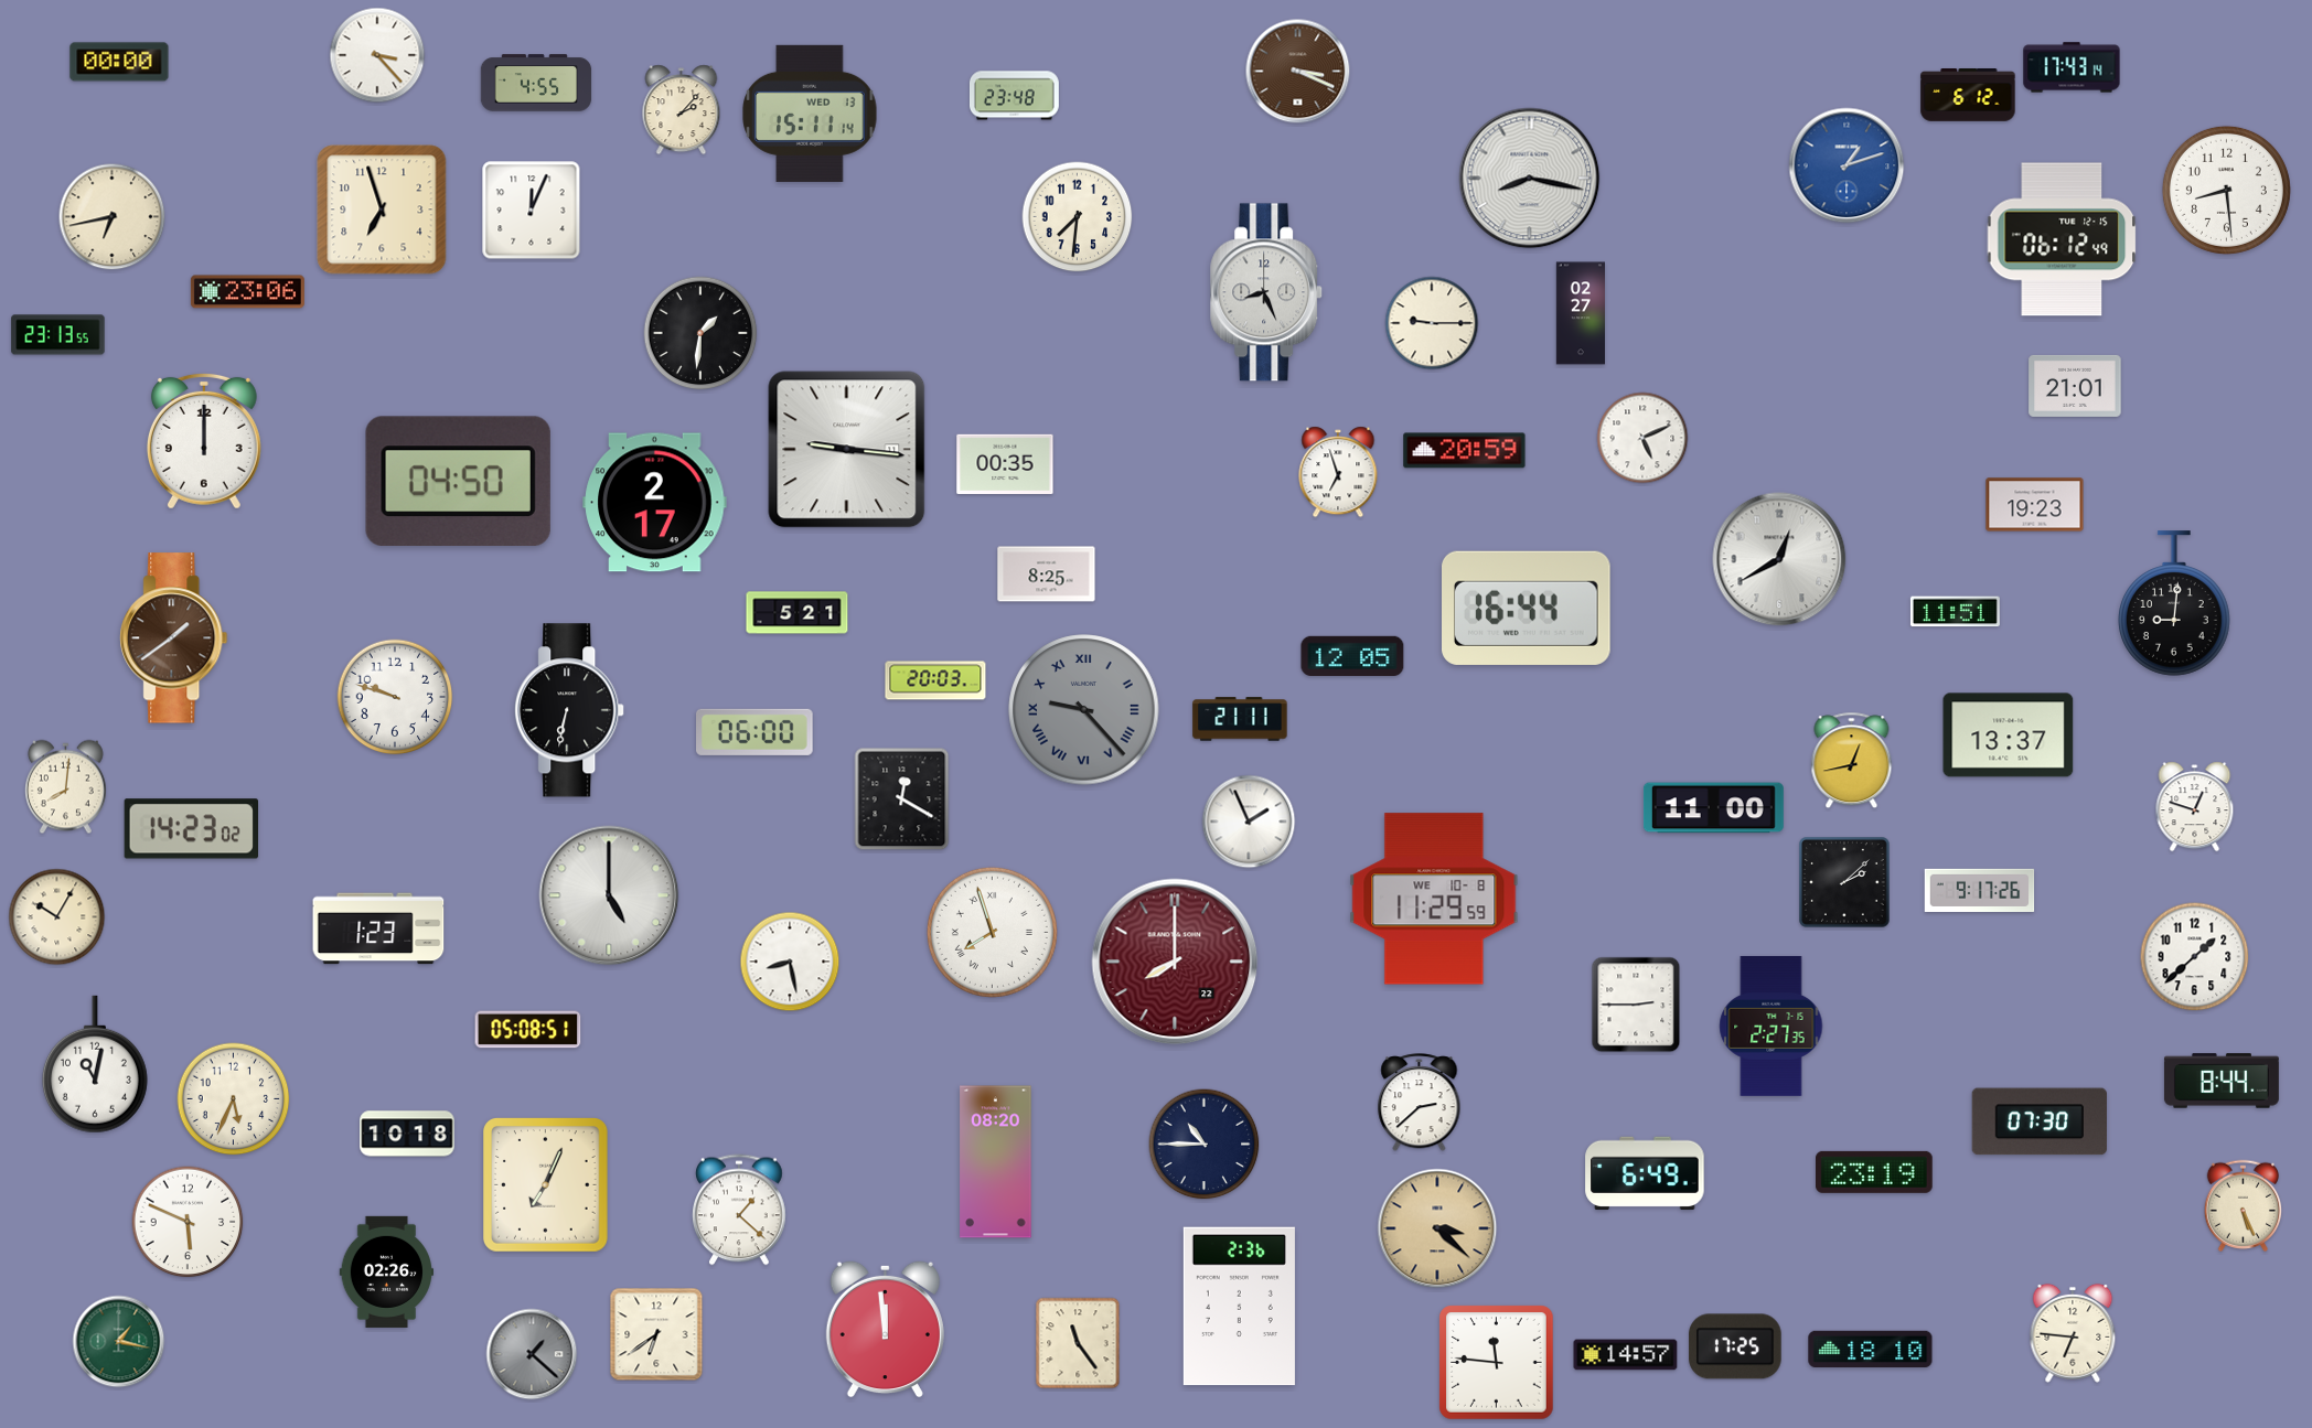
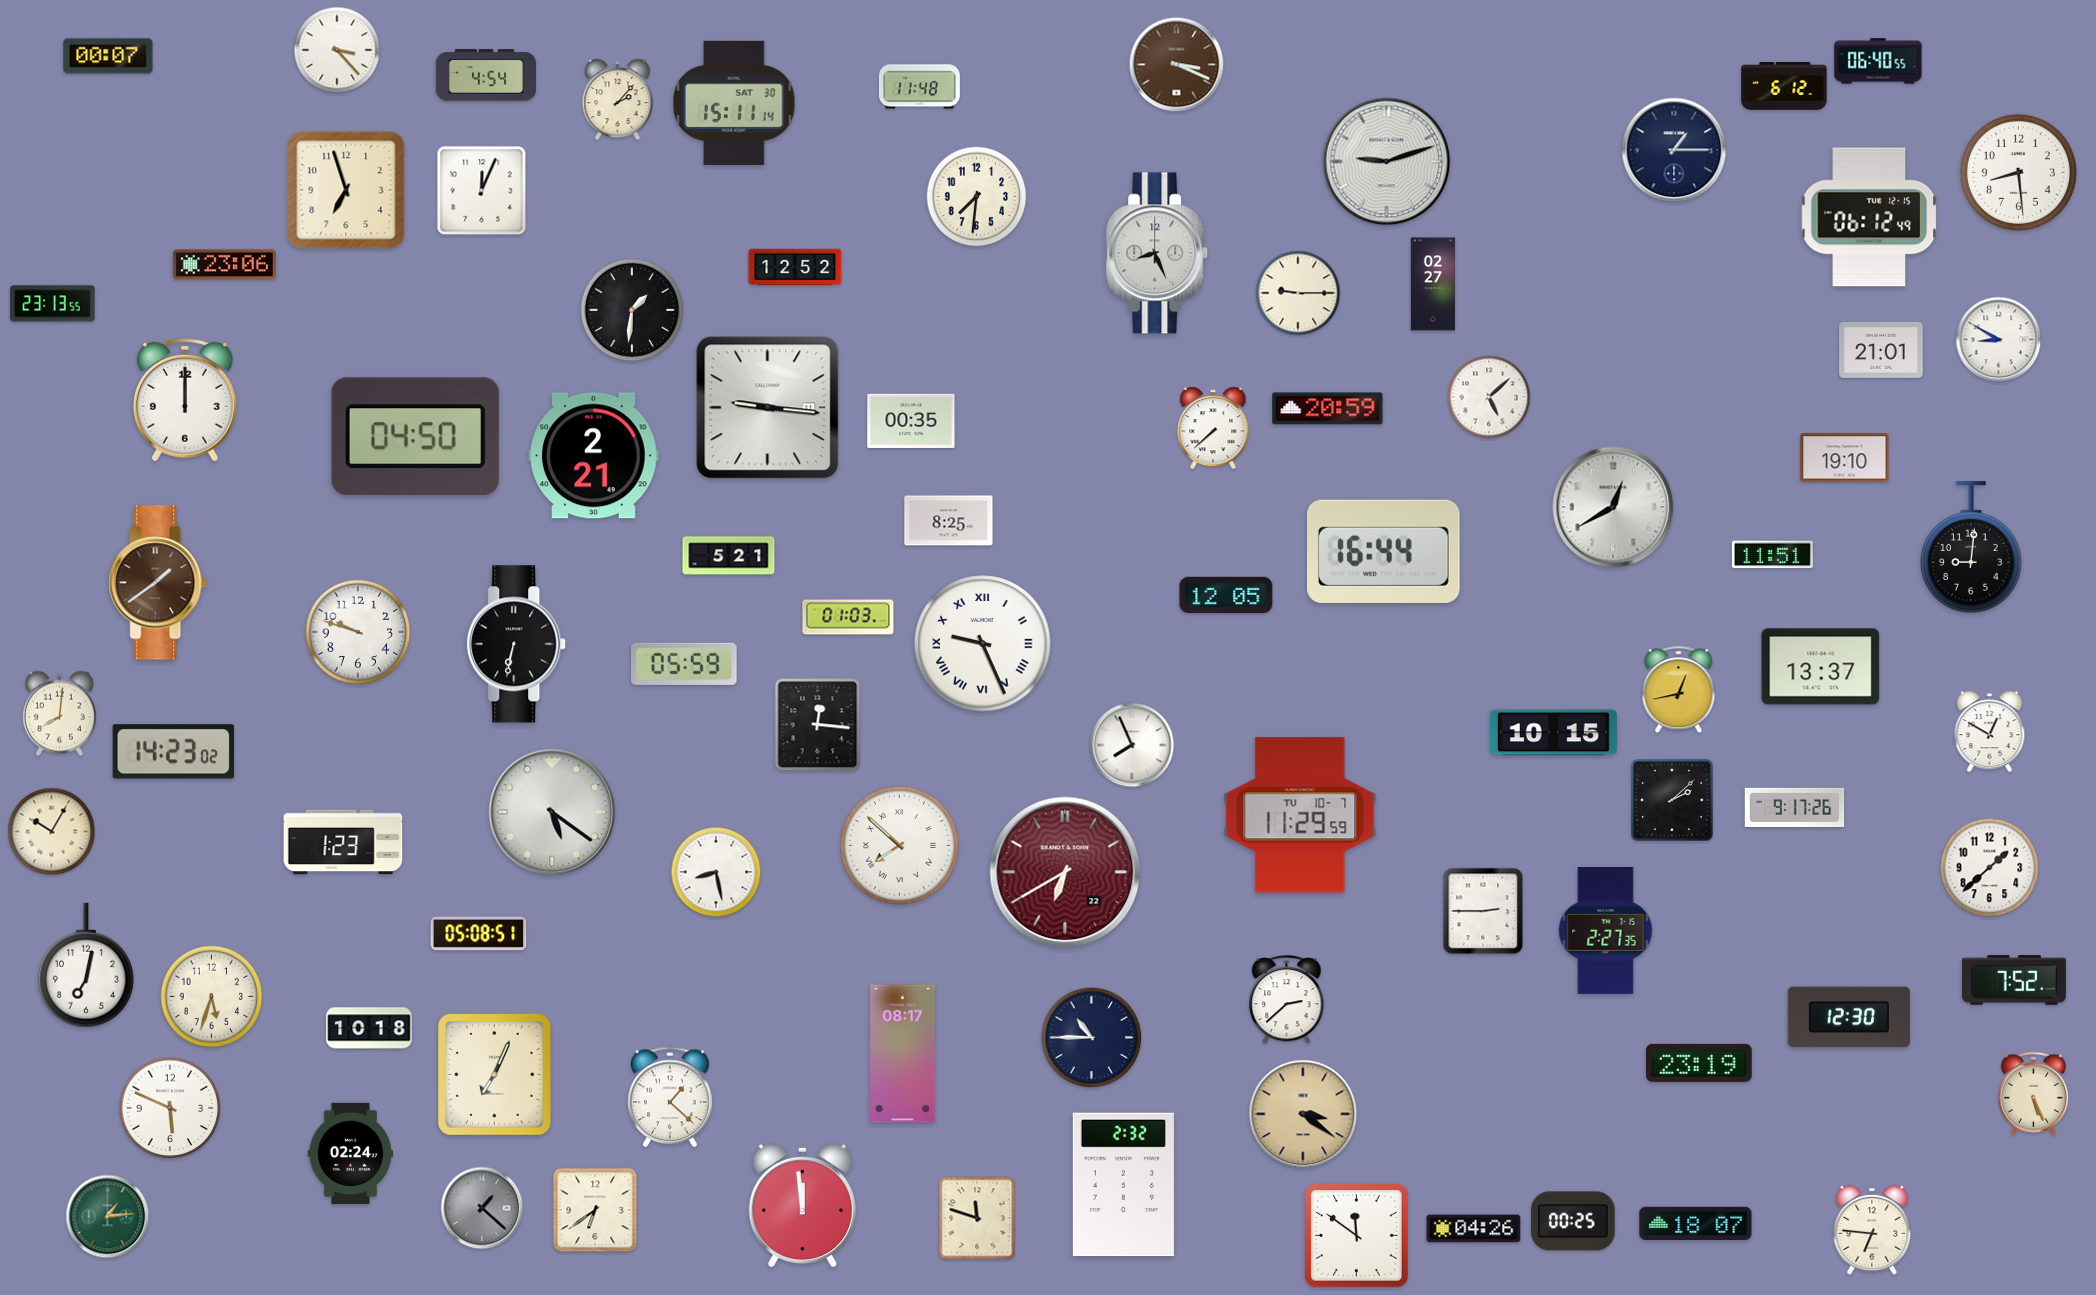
clock at (377, 55) position: (377, 55) -> (337, 50)
clock at (119, 62): 00:00 -> 00:07
clock at (2072, 67): 17:43 -> 06:40
clock at (536, 83): 4:55 -> 4:54
clock at (1014, 96): 23:48 -> 11:48
clock at (810, 114) date: WED 13 -> SAT 30
clock at (1847, 165): 1:12 -> 1:15
clock at (1847, 165) dial: blue -> navy
clock at (1530, 179): 8:17 -> 9:12
clock at (113, 217): 6:43 -> none
clock at (1267, 292) position: (1267, 292) -> (1158, 253)
clock at (795, 267): none -> 12:52
clock at (700, 333) position: (700, 333) -> (632, 310)
clock at (1999, 340): none -> 8:50
clock at (1642, 438): 5:11 -> 5:08
clock at (1338, 472): 6:57 -> 7:38
clock at (655, 503): 2:17 -> 2:21
clock at (2035, 505): 19:23 -> 19:10
clock at (798, 613) position: (798, 613) -> (729, 556)
clock at (174, 638) position: (174, 638) -> (158, 583)
clock at (935, 680): 20:03 -> 01:03
clock at (1084, 710): 9:23 -> 9:26
clock at (1084, 710) dial: grey -> white
clock at (1240, 719): 21:11 -> none
clock at (756, 732): 06:00 -> 05:59
clock at (902, 799): 12:20 -> 12:16
clock at (2195, 807): 12:48 -> 12:50
clock at (1713, 808): 11:00 -> 10:15
clock at (1249, 822): 1:56 -> 7:56
clock at (609, 895): 5:00 -> 5:21
clock at (1434, 899) date: WE 10-8 -> TU 10-7
clock at (992, 932): 7:57 -> 7:52
clock at (1175, 962): 8:00 -> 6:40
clock at (95, 1064): 11:02 -> 7:02
clock at (2222, 1081): 8:44 -> 7:52
clock at (234, 1099): 5:34 -> 5:33
clock at (2040, 1121): 07:30 -> 12:30
clock at (996, 1162): 08:20 -> 08:17
clock at (1645, 1173): 6:49 -> none
clock at (1437, 1228): 3:22 -> 3:21
clock at (386, 1271): 02:26 -> 02:24
clock at (1239, 1307): 2:36 -> 2:32
clock at (2073, 1333) position: (2073, 1333) -> (1872, 1230)
clock at (119, 1342): 1:17 -> 1:14
clock at (1078, 1343): 11:24 -> 11:48
clock at (1735, 1346): 17:25 -> 00:25
clock at (1871, 1349): 18:10 -> 18:07
clock at (532, 1354) position: (532, 1354) -> (482, 1208)
clock at (1626, 1355): 14:57 -> 04:26
clock at (1497, 1363): 11:46 -> 11:51
